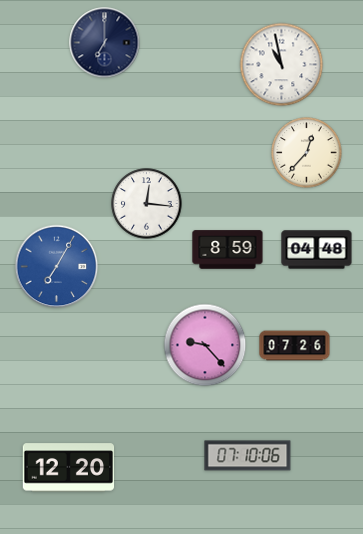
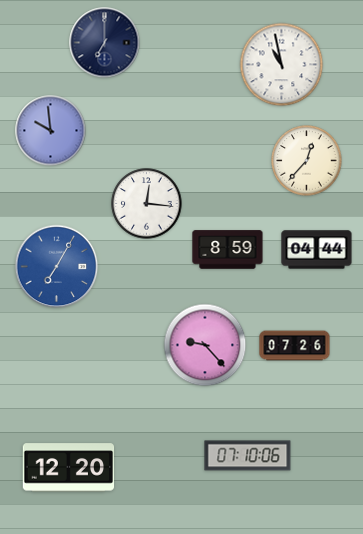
clock at (51, 131): none -> 9:59
clock at (307, 153) position: (307, 153) -> (307, 161)
clock at (317, 250): 04:48 -> 04:44
